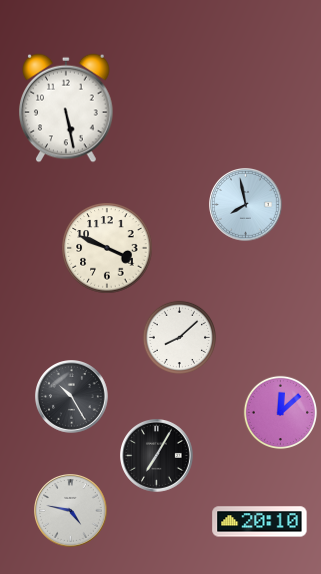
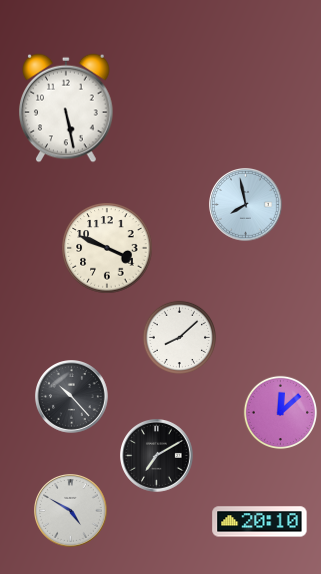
clock at (72, 397): 10:25 -> 10:23
clock at (157, 456): 7:05 -> 7:10
clock at (71, 511): 4:47 -> 4:50
